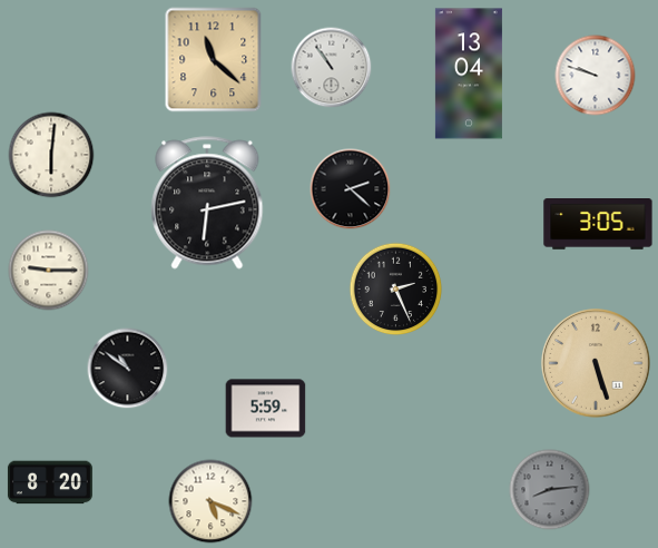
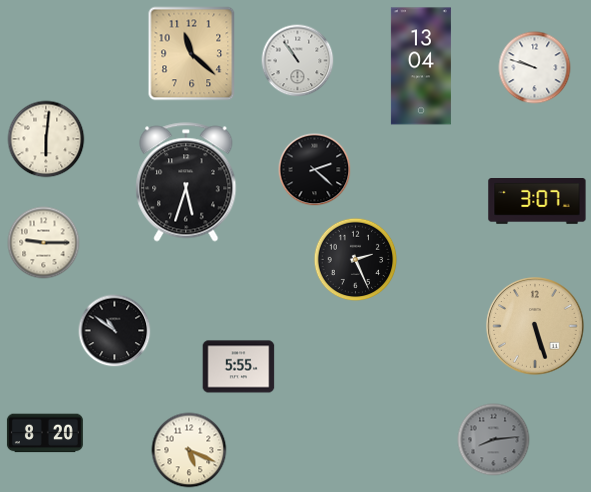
clock at (207, 203): 6:13 -> 5:33
clock at (598, 224): 3:05 -> 3:07
clock at (266, 409): 5:59 -> 5:55
